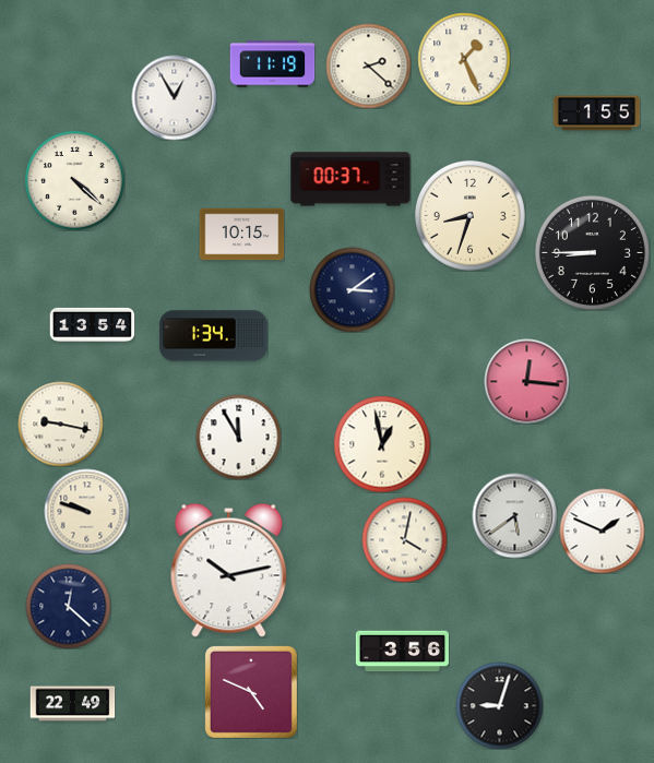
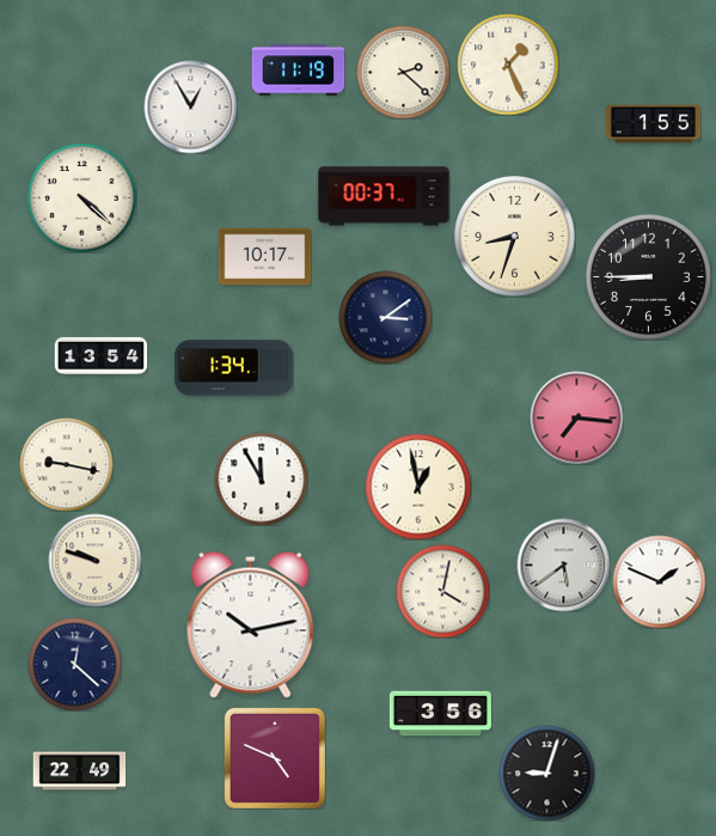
clock at (241, 235): 10:15 -> 10:17
clock at (526, 381): 12:16 -> 7:16
